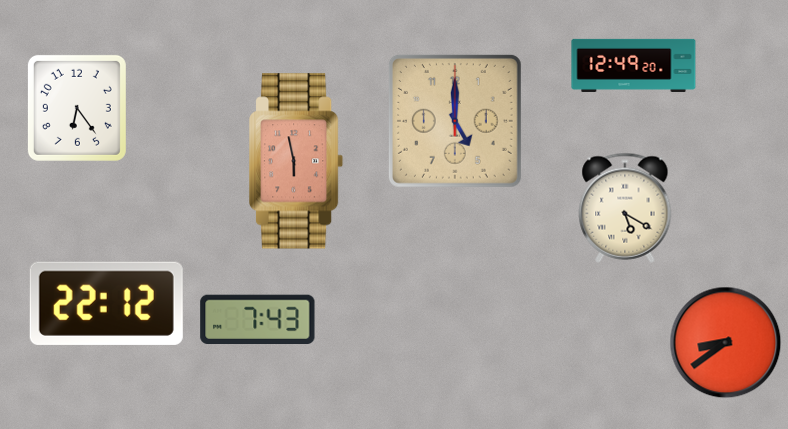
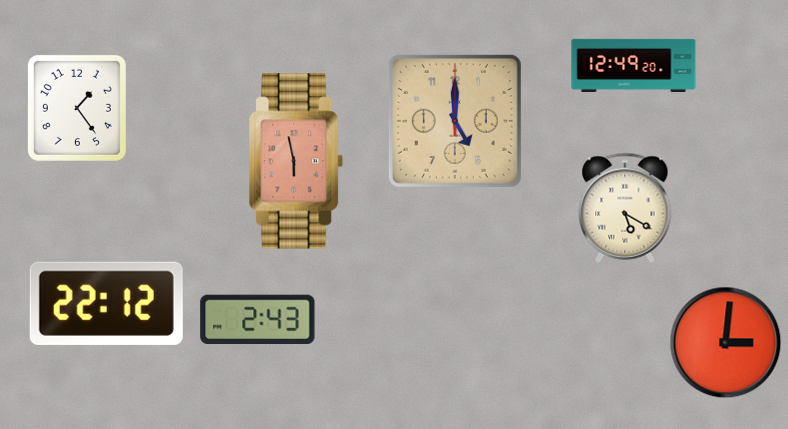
clock at (77, 108): 6:24 -> 1:24
clock at (258, 319): 7:43 -> 2:43
clock at (725, 342): 8:39 -> 3:01
